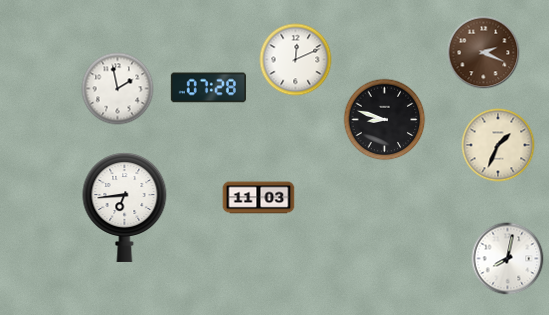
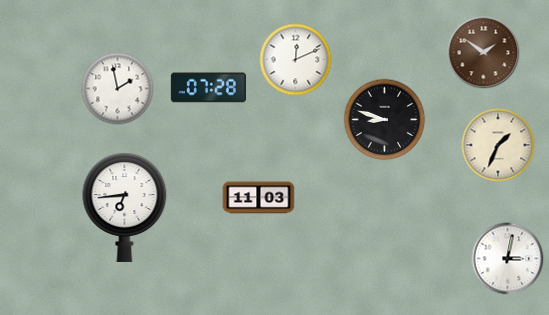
clock at (484, 53): 2:19 -> 1:51
clock at (508, 259): 8:02 -> 3:02
